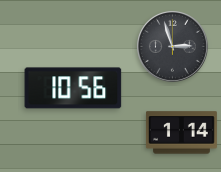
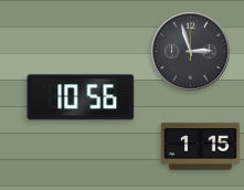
clock at (181, 133): 1:14 -> 1:15
